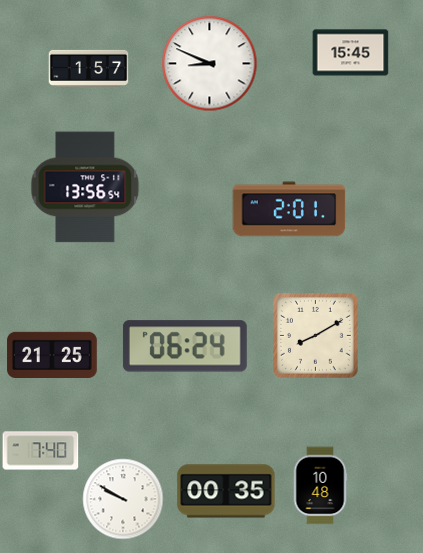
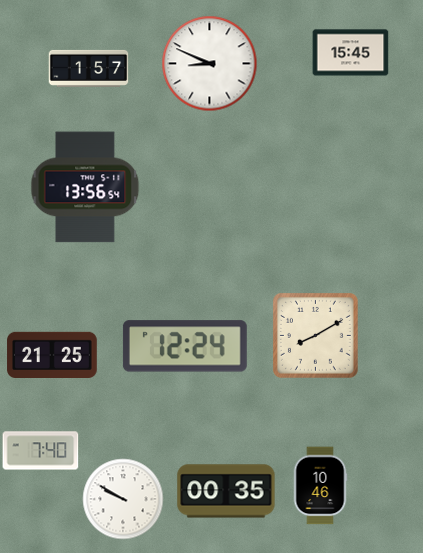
clock at (289, 209): 2:01 -> none
clock at (185, 346): 06:24 -> 12:24
clock at (320, 486): 10:48 -> 10:46
